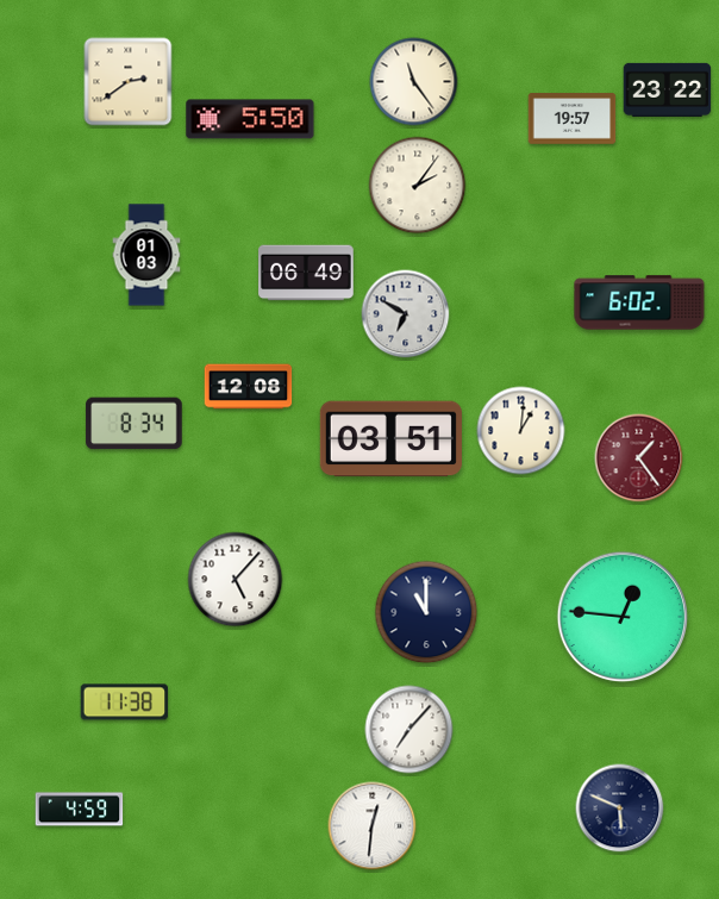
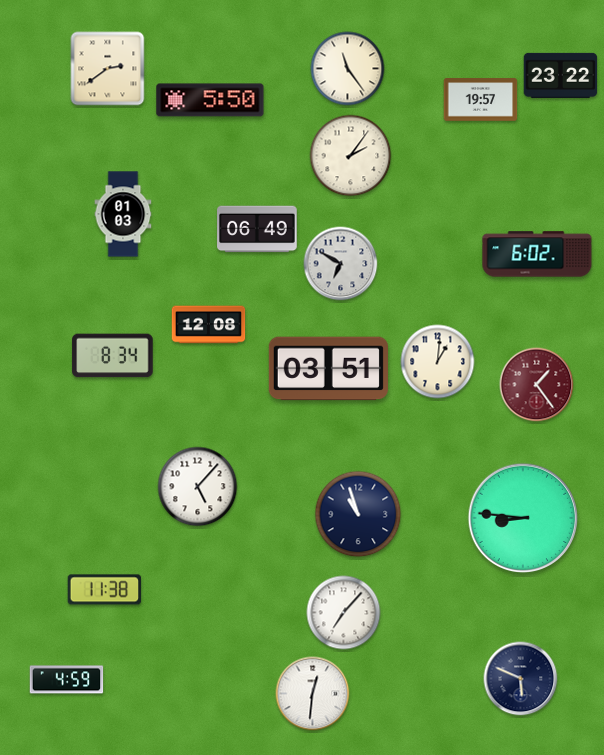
clock at (426, 612): 11:00 -> 10:57
clock at (623, 617): 12:46 -> 8:46
